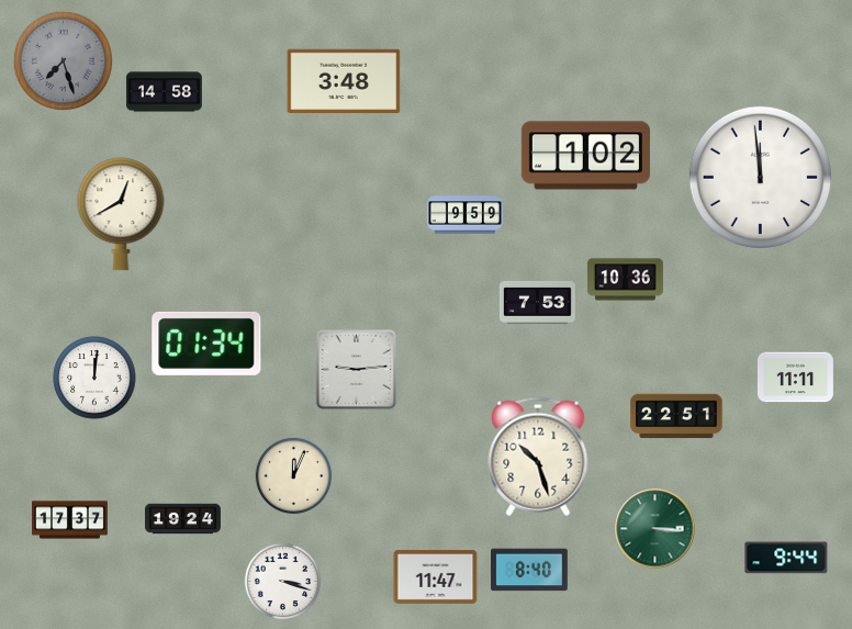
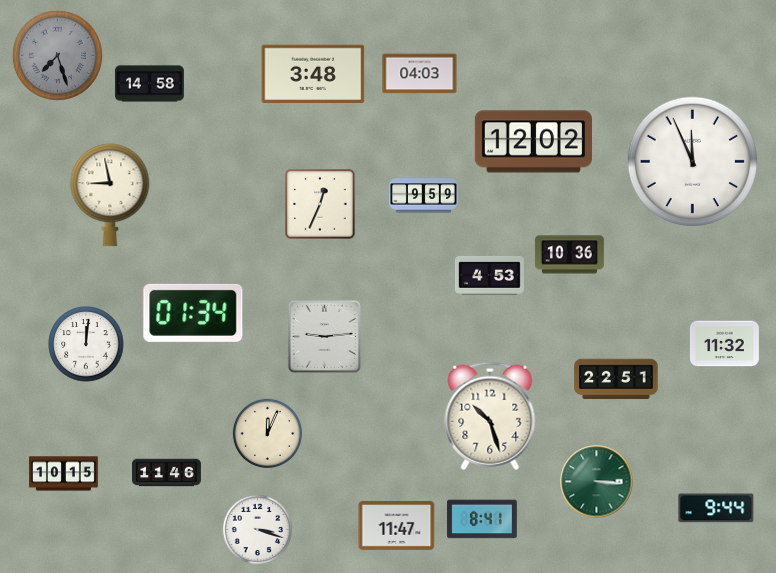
clock at (420, 74): none -> 04:03
clock at (585, 156): 1:02 -> 12:02
clock at (760, 177): 11:59 -> 11:56
clock at (121, 214): 12:40 -> 8:58
clock at (320, 204): none -> 12:34
clock at (537, 302): 7:53 -> 4:53
clock at (206, 344) position: (206, 344) -> (193, 313)
clock at (795, 378): 11:11 -> 11:32
clock at (183, 519): 19:24 -> 11:46
clock at (70, 520): 17:37 -> 10:15
clock at (529, 570): 8:40 -> 8:41
